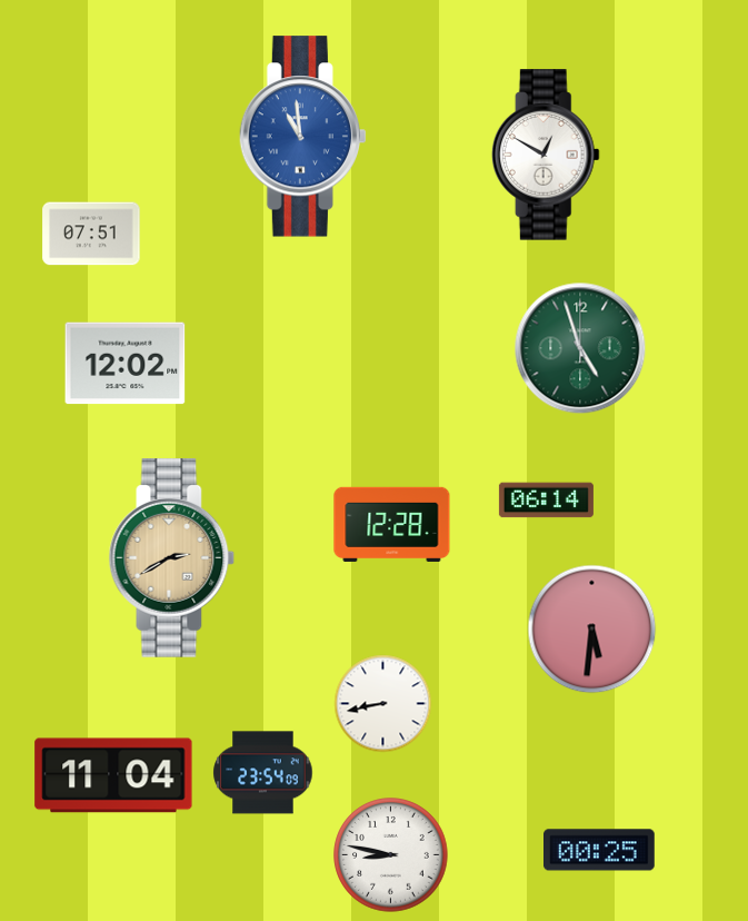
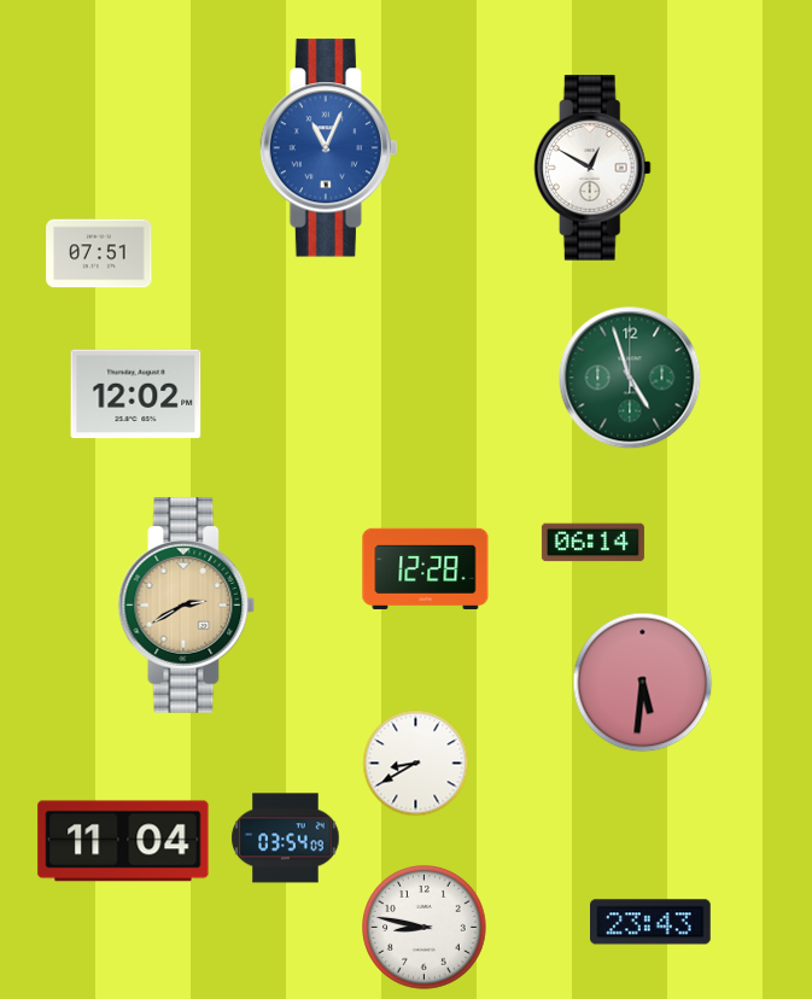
clock at (302, 137): 10:59 -> 11:04
clock at (383, 704): 8:43 -> 8:40
clock at (263, 773): 23:54 -> 03:54
clock at (600, 850): 00:25 -> 23:43
